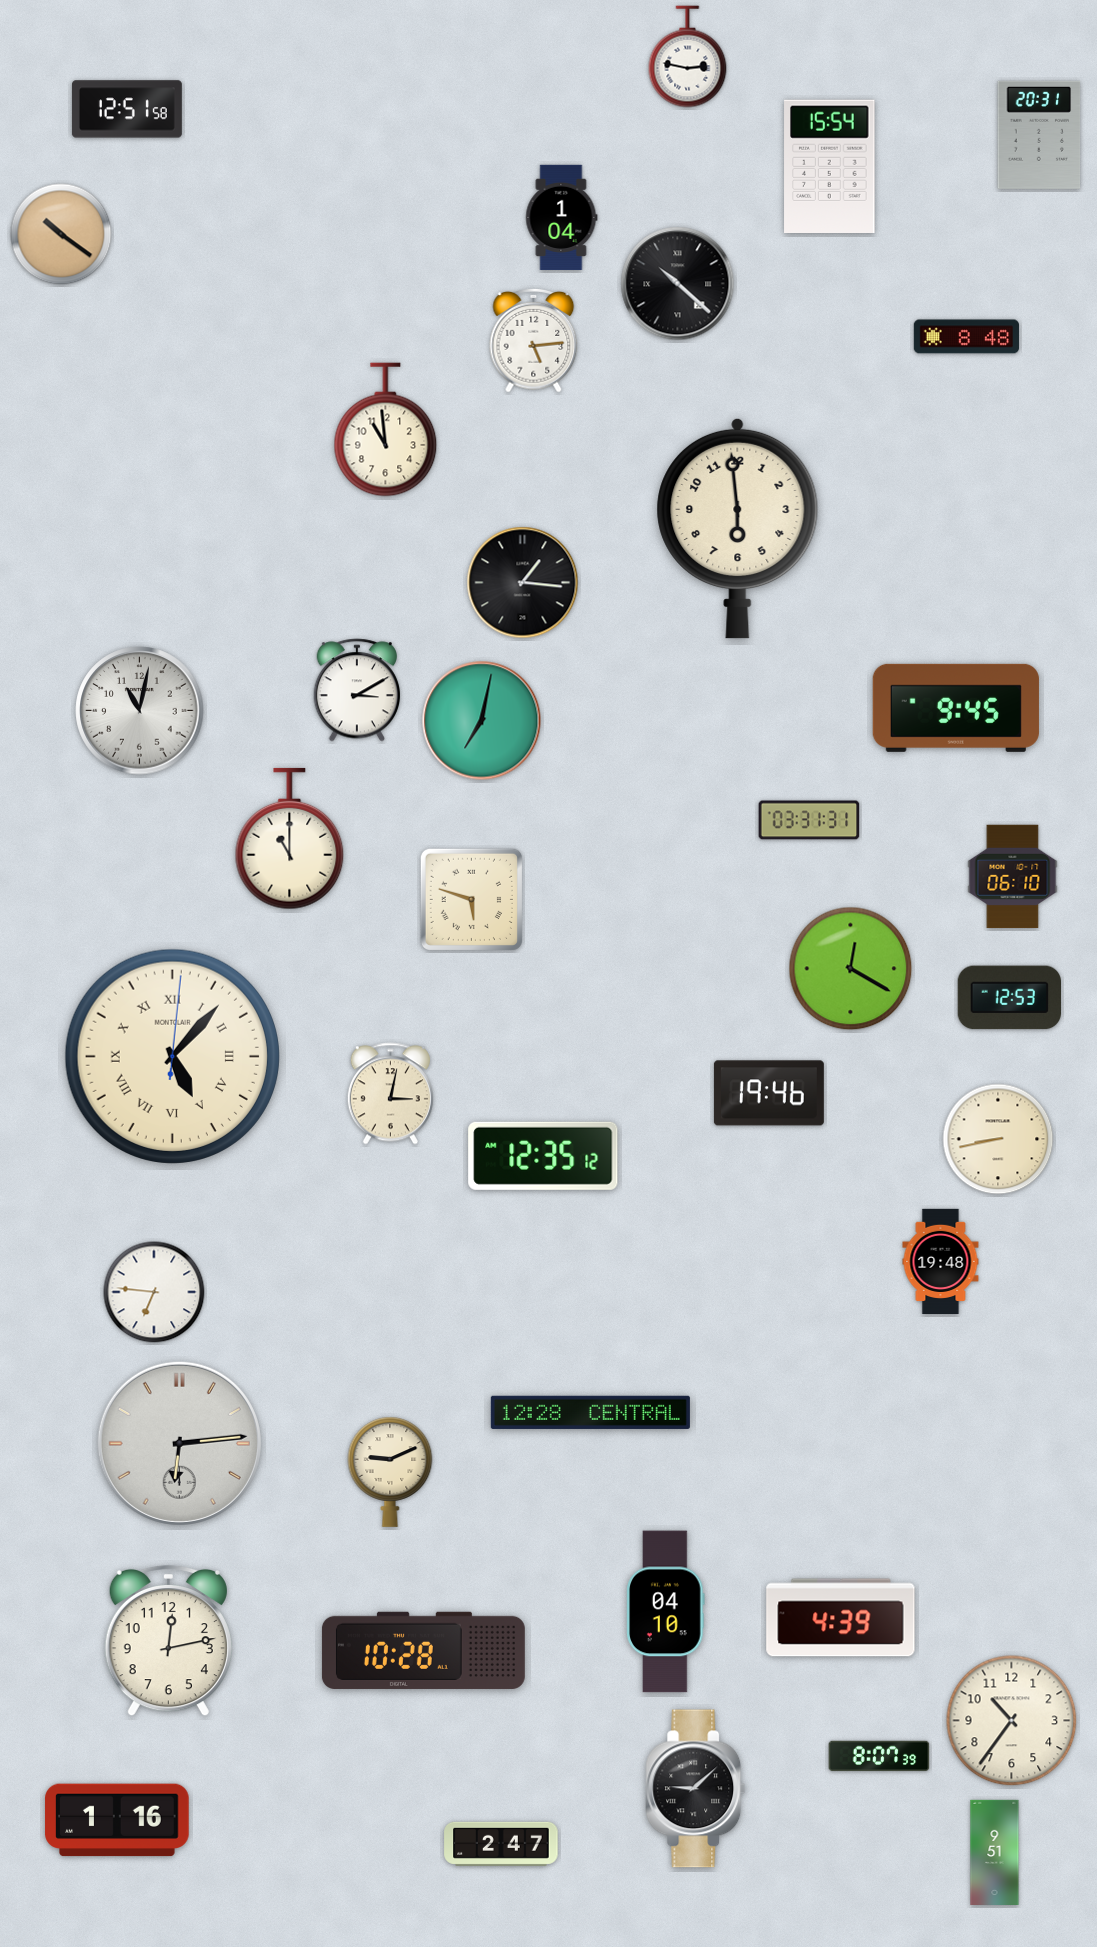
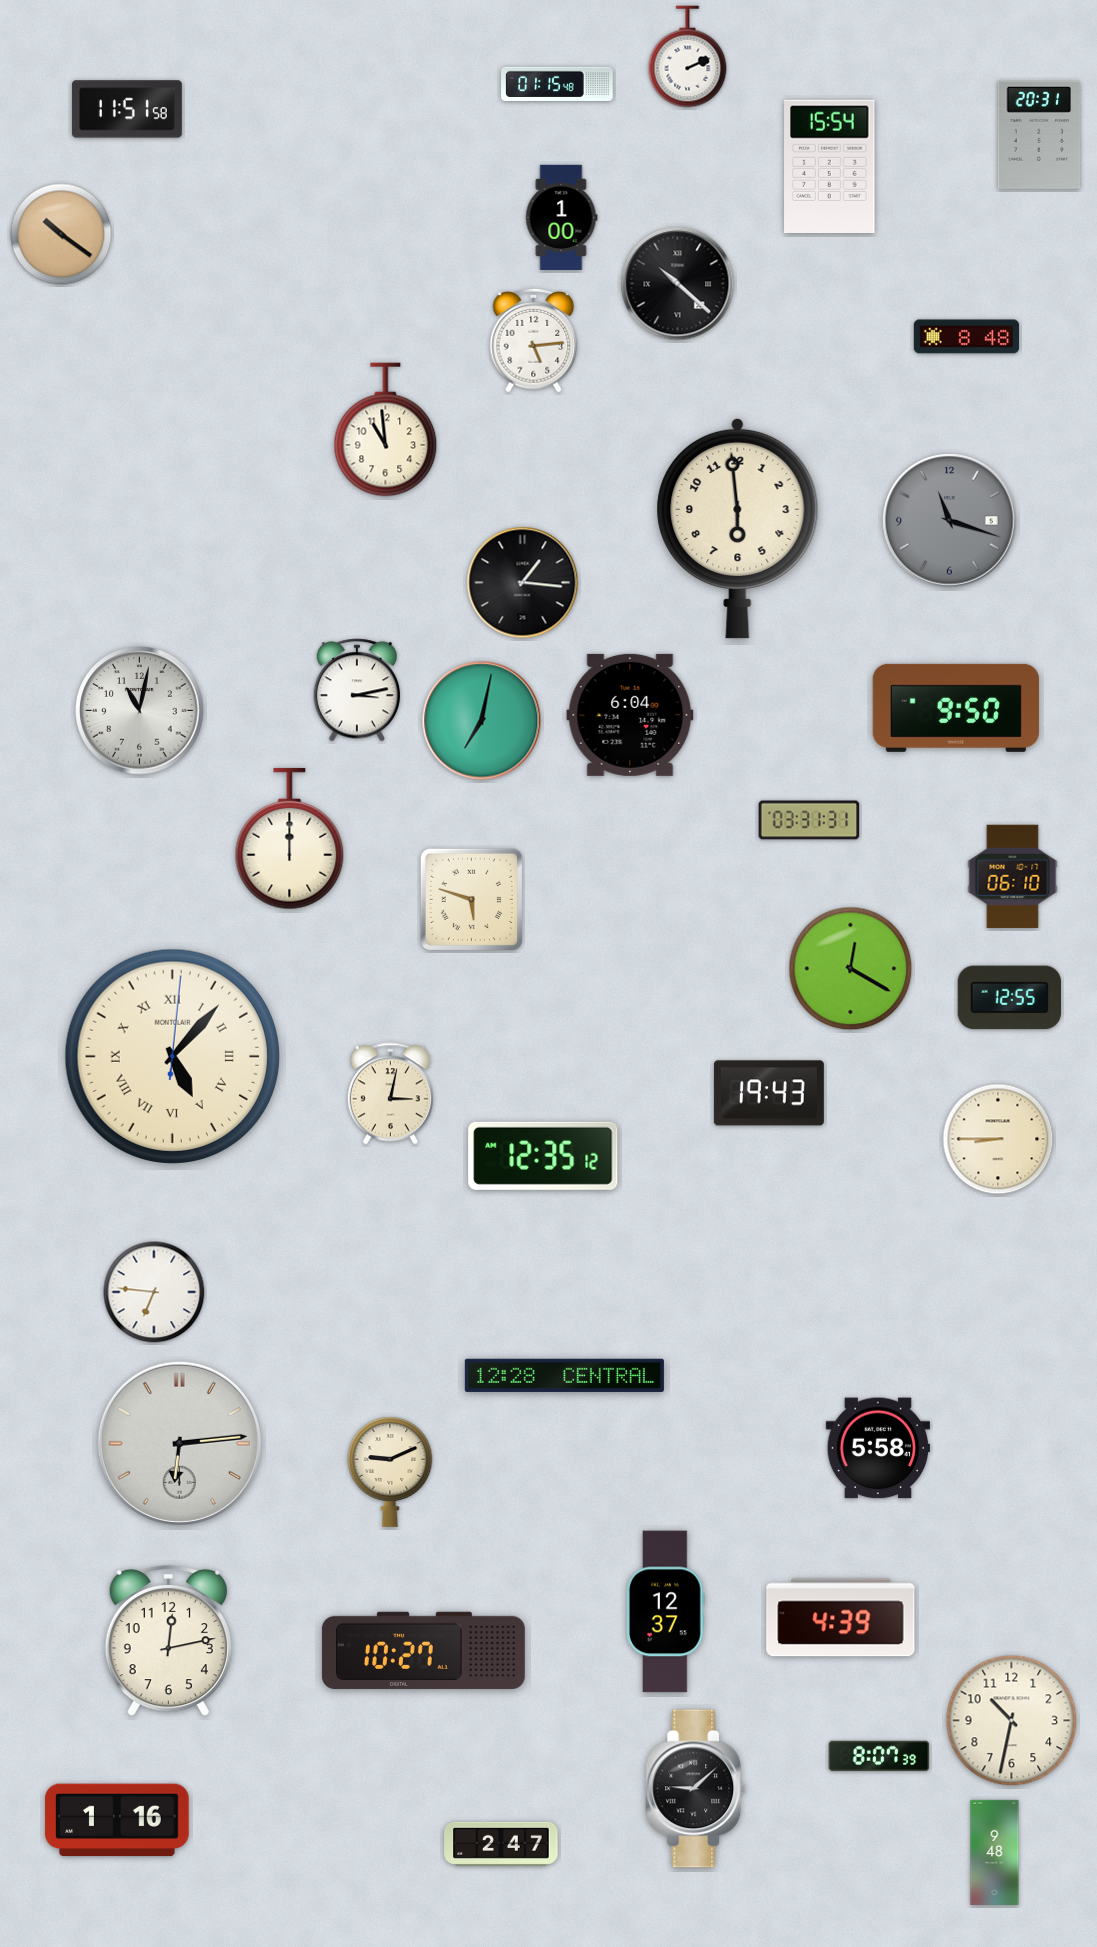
clock at (688, 57): 2:47 -> 2:11
clock at (557, 84): none -> 01:15
clock at (127, 109): 12:51 -> 11:51
clock at (562, 217): 1:04 -> 1:00
clock at (950, 521): none -> 11:18
clock at (356, 690): 3:10 -> 3:13
clock at (956, 708): 9:45 -> 9:50
clock at (630, 715): none -> 6:04
clock at (290, 839): 11:00 -> 12:00
clock at (1009, 998): 12:53 -> 12:55
clock at (769, 1093): 19:46 -> 19:43
clock at (998, 1139): 8:43 -> 8:45
clock at (941, 1261): 19:48 -> none
clock at (590, 1412) position: (590, 1412) -> (564, 1375)
clock at (877, 1448): none -> 5:58
clock at (666, 1612): 04:10 -> 12:37
clock at (423, 1650): 10:28 -> 10:27
clock at (1012, 1721): 10:36 -> 10:32
clock at (995, 1852): 9:51 -> 9:48
